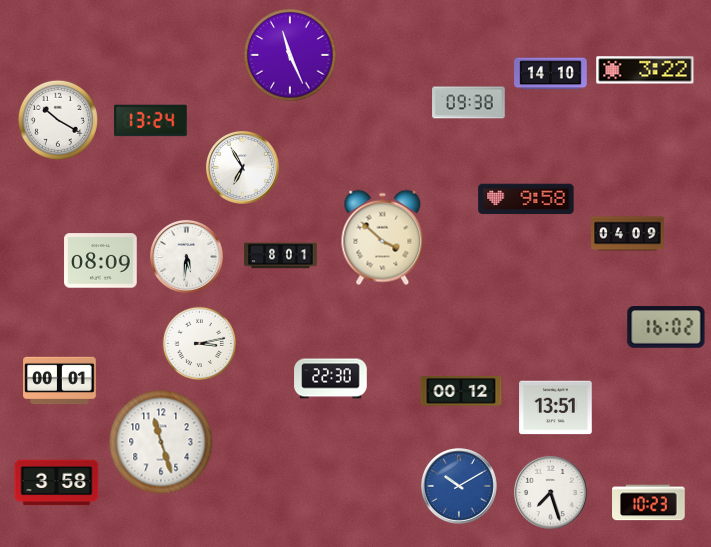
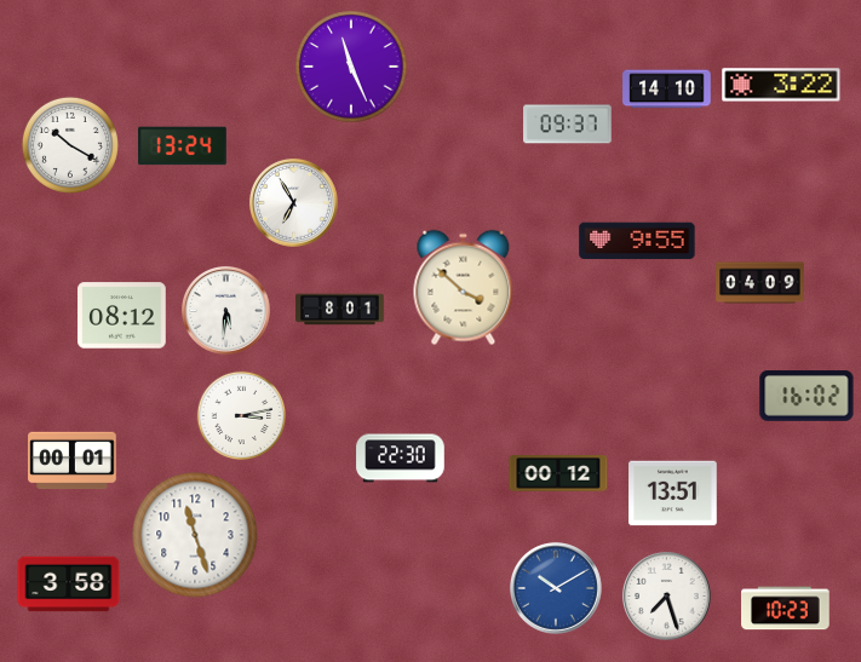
clock at (469, 103): 09:38 -> 09:37
clock at (526, 199): 9:58 -> 9:55
clock at (101, 261): 08:09 -> 08:12
